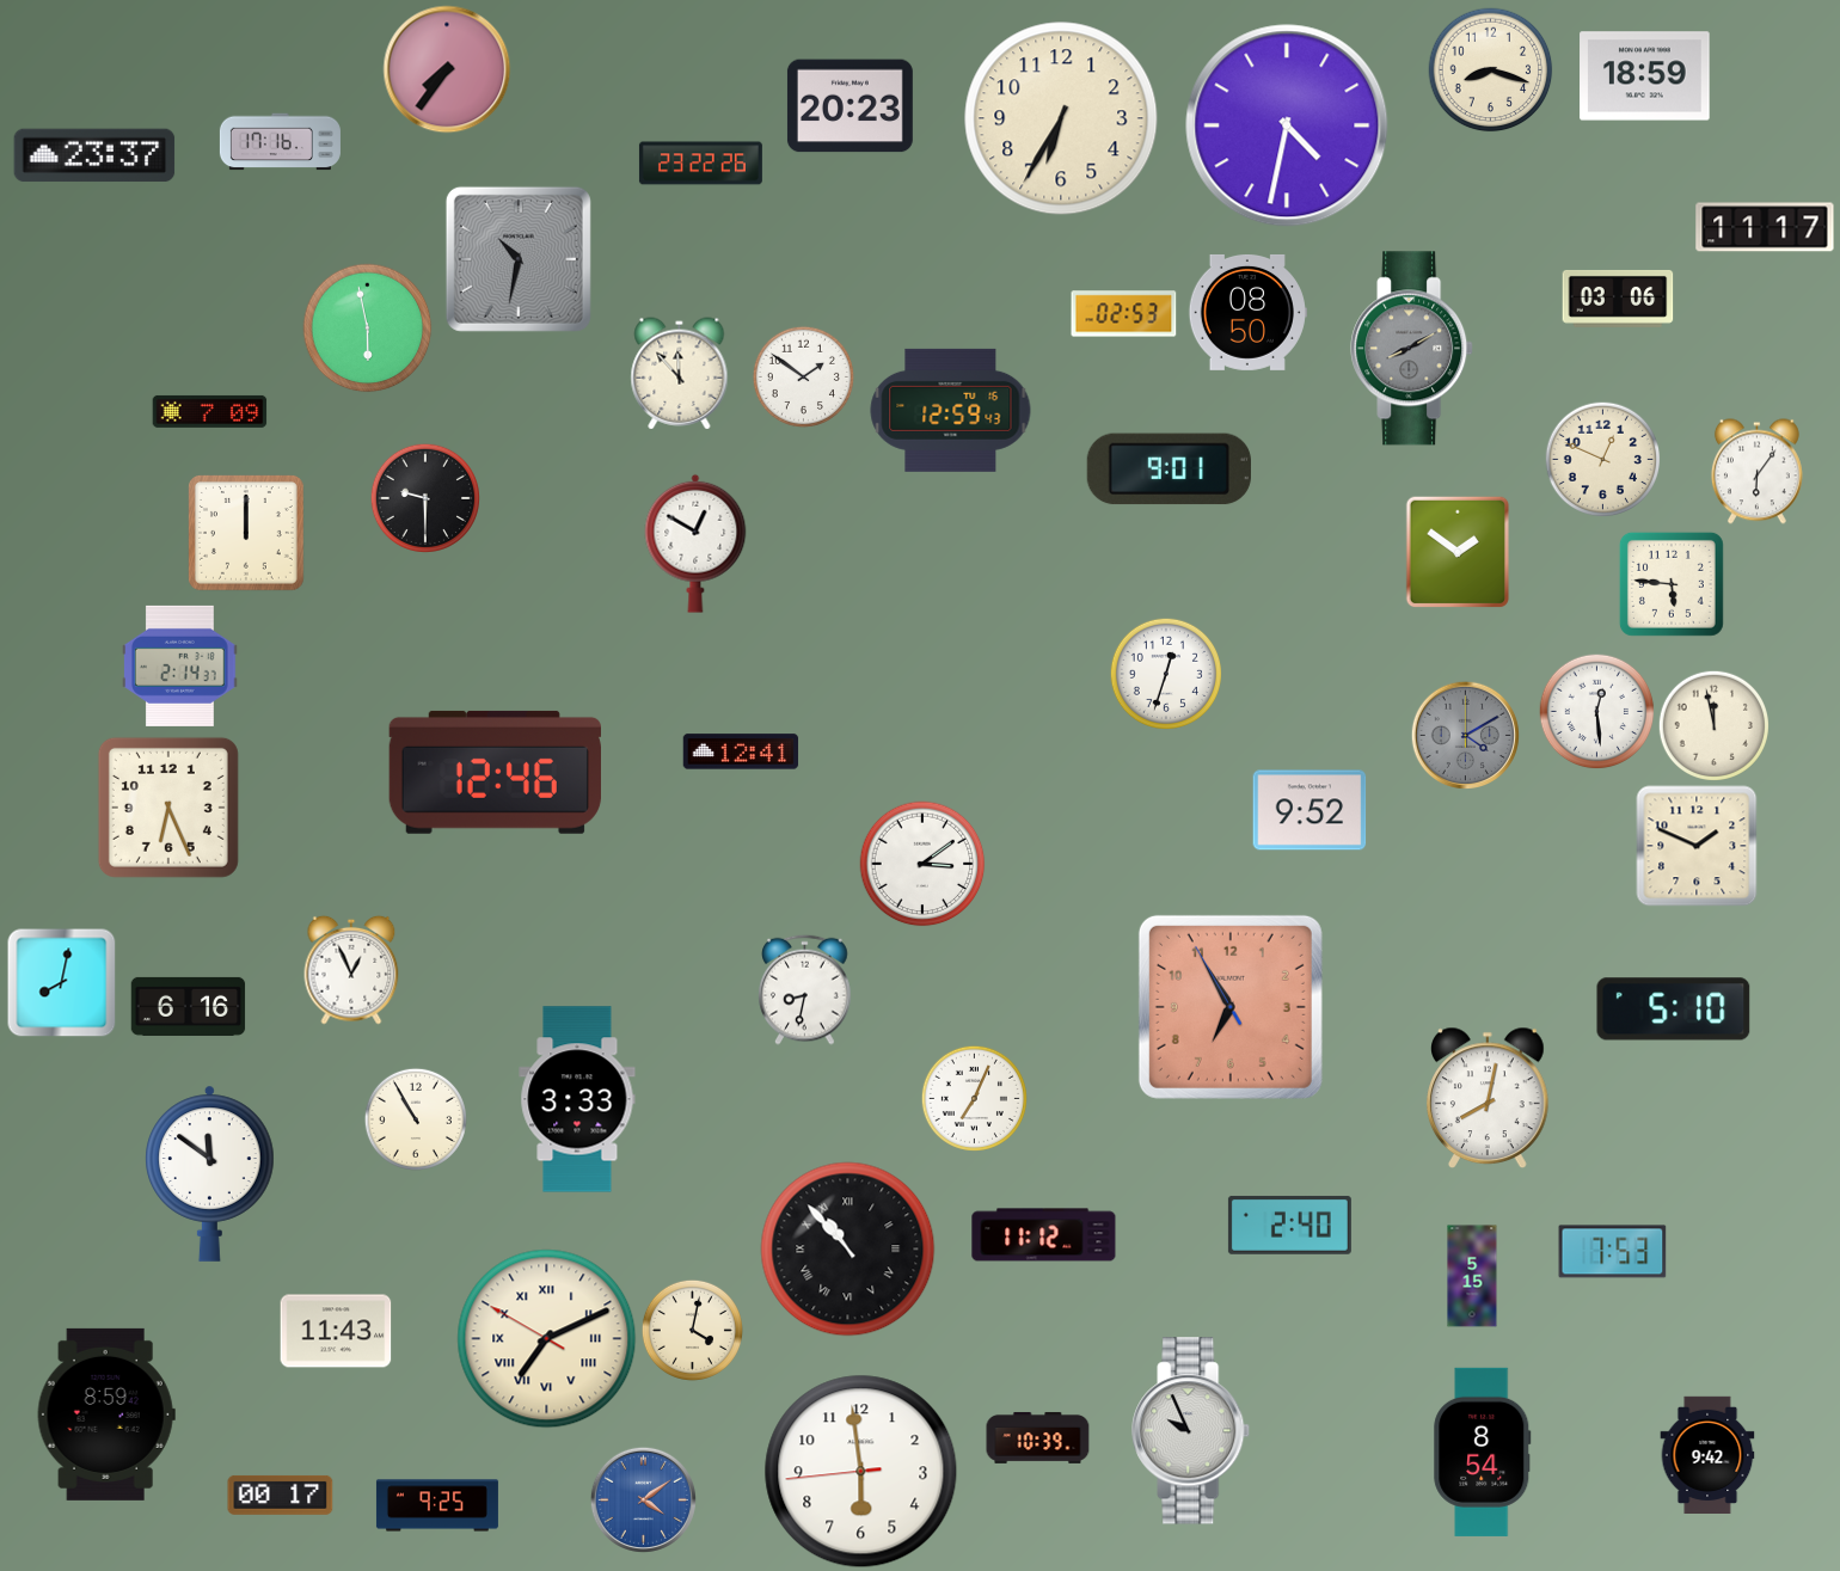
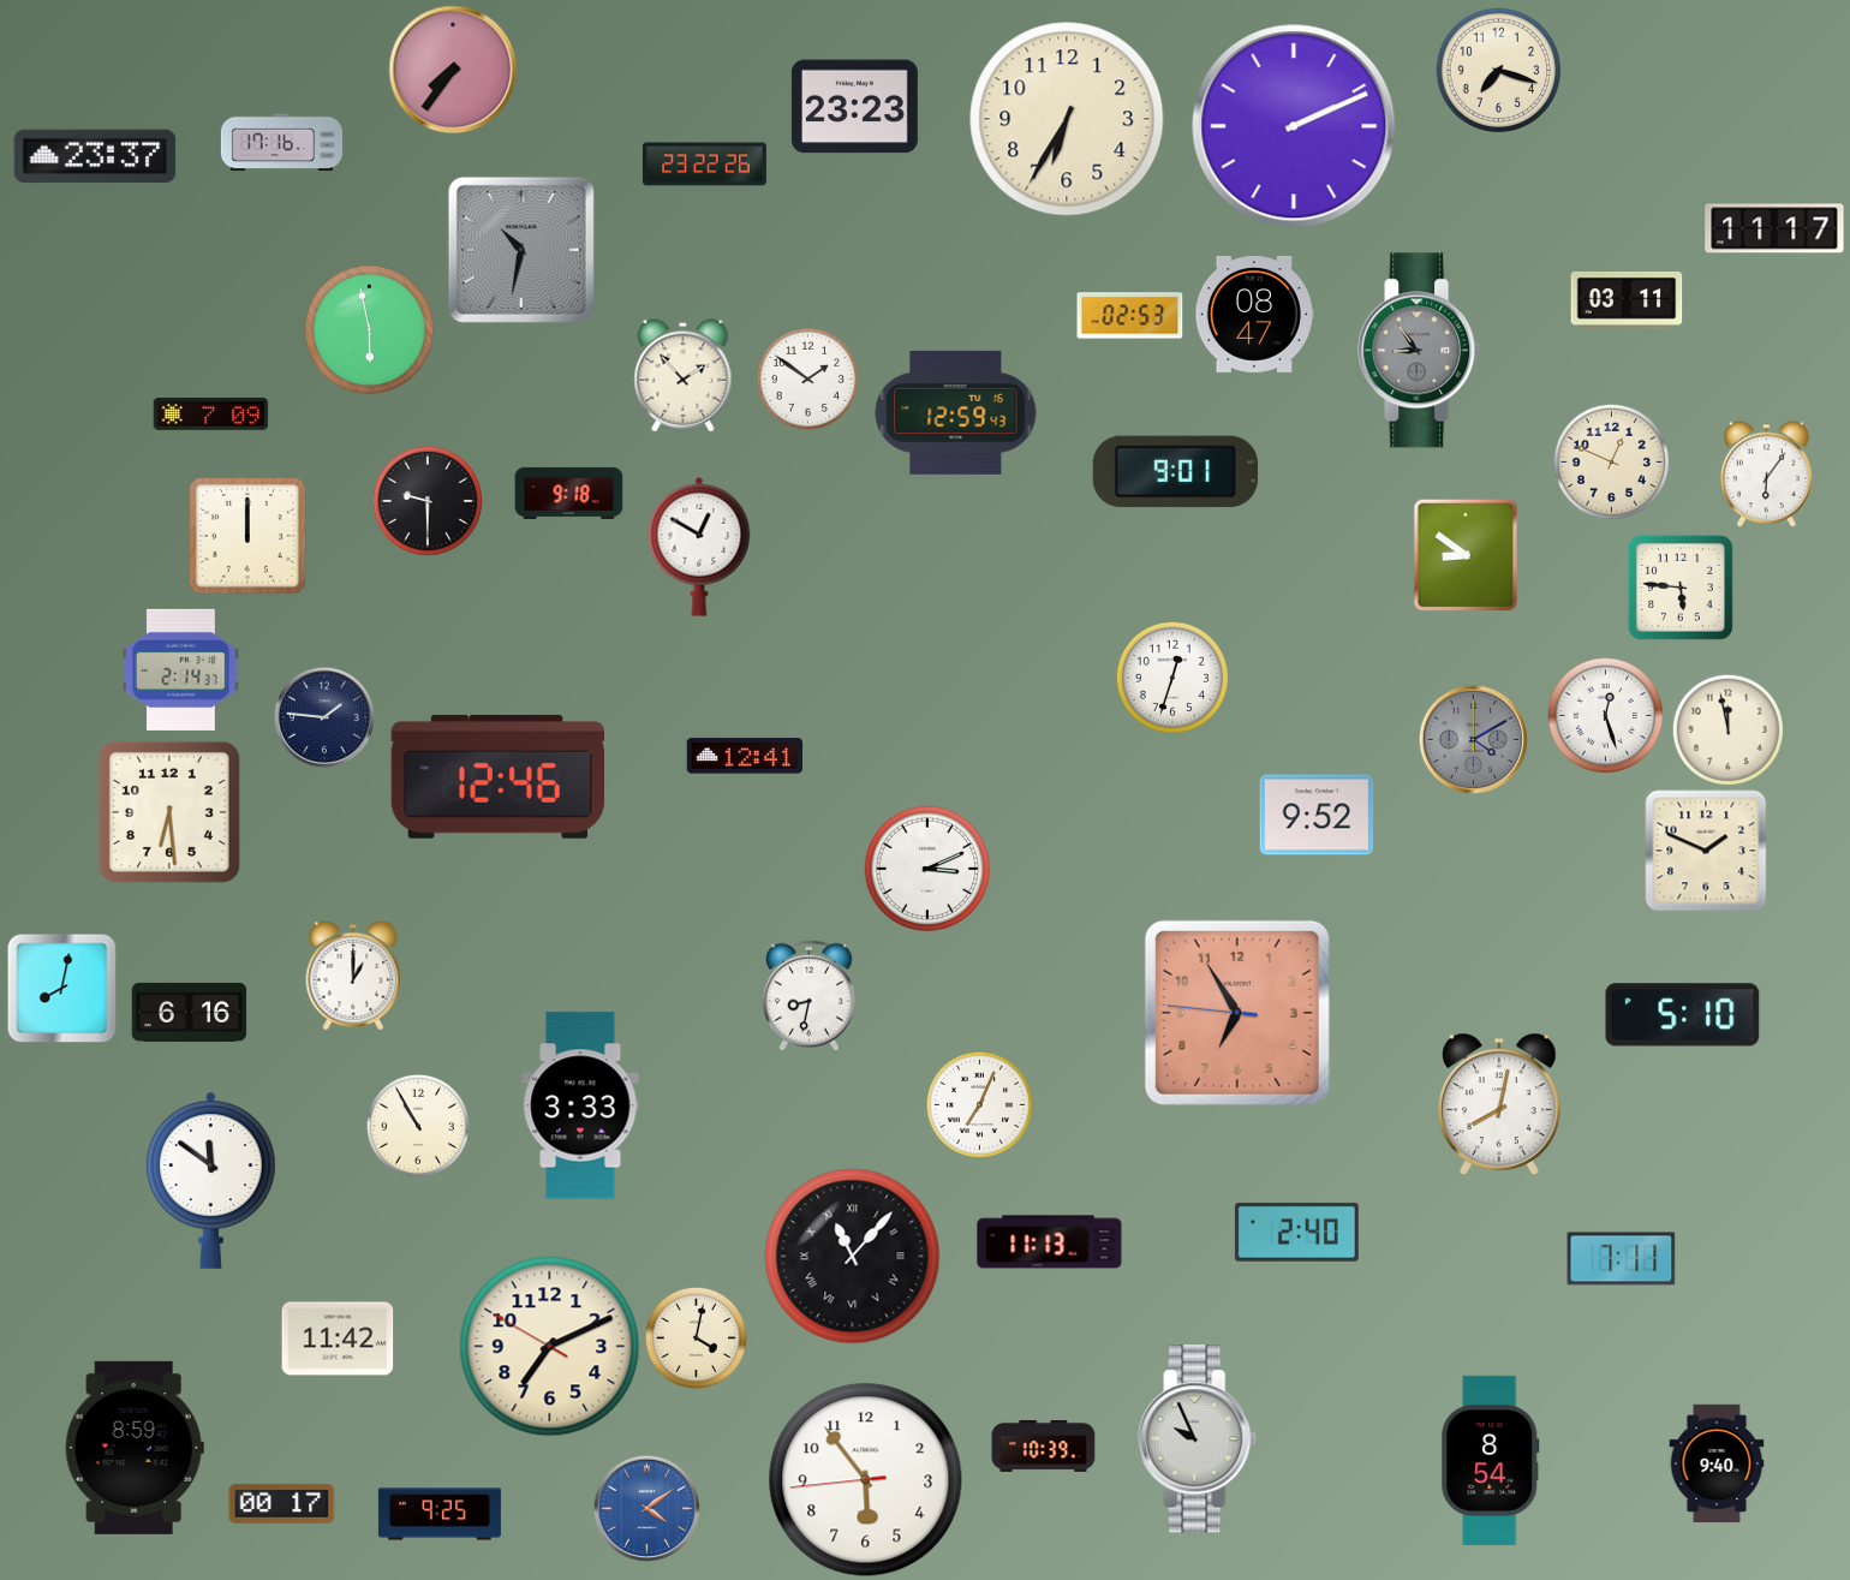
clock at (447, 69) position: (447, 69) -> (453, 70)
clock at (1491, 70): 8:18 -> 7:18
clock at (1645, 76): 18:59 -> none
clock at (850, 106): 20:23 -> 23:23
clock at (1287, 125): 4:32 -> 2:11
clock at (519, 259) position: (519, 259) -> (521, 250)
clock at (1618, 299): 03:06 -> 03:11
clock at (1247, 312): 08:50 -> 08:47
clock at (1412, 349): 8:10 -> 8:54
clock at (680, 374): 11:53 -> 1:53
clock at (569, 493): none -> 9:18
clock at (1458, 552): 1:51 -> 8:51
clock at (1596, 711): 12:29 -> 12:27
clock at (324, 717): none -> 1:46
clock at (1713, 725) position: (1713, 725) -> (1727, 729)
clock at (168, 808): 6:26 -> 6:29
clock at (922, 864): 3:09 -> 3:11
clock at (351, 970): 12:56 -> 1:00
clock at (1231, 1007): 6:54:55 -> 6:54:46
clock at (1489, 1097) position: (1489, 1097) -> (1500, 1103)
clock at (1044, 1235): 11:12 -> 11:13
clock at (848, 1250): 10:53 -> 11:07
clock at (1613, 1252): 7:53 -> 7:11
clock at (1472, 1276): 5:15 -> none
clock at (336, 1331): 11:43 -> 11:42
clock at (547, 1339) numerals: Roman -> Arabic
clock at (106, 1414) position: (106, 1414) -> (135, 1448)
clock at (1707, 1454): 9:42 -> 9:40
clock at (861, 1472): 5:58 -> 5:53
